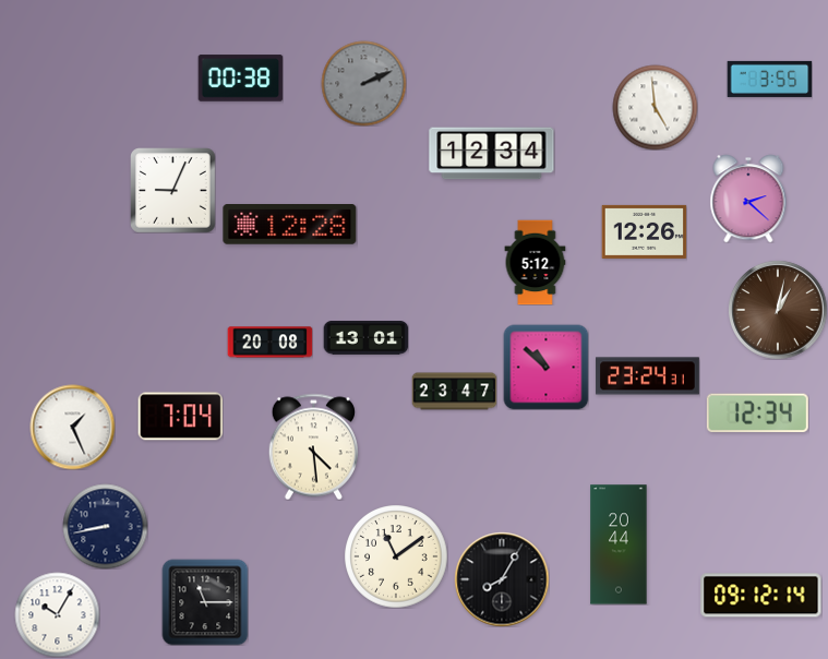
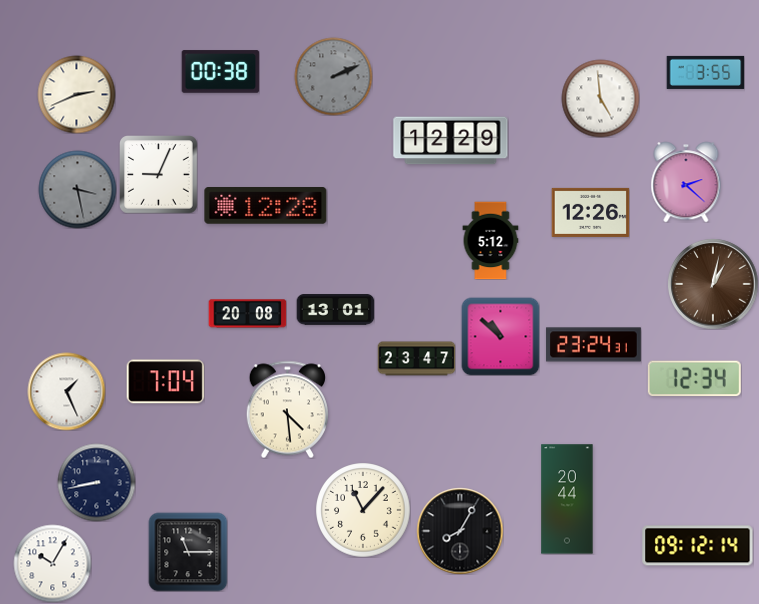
clock at (76, 94): none -> 2:41
clock at (492, 154): 12:34 -> 12:29
clock at (77, 189): none -> 3:28
clock at (396, 556): 11:09 -> 11:07
